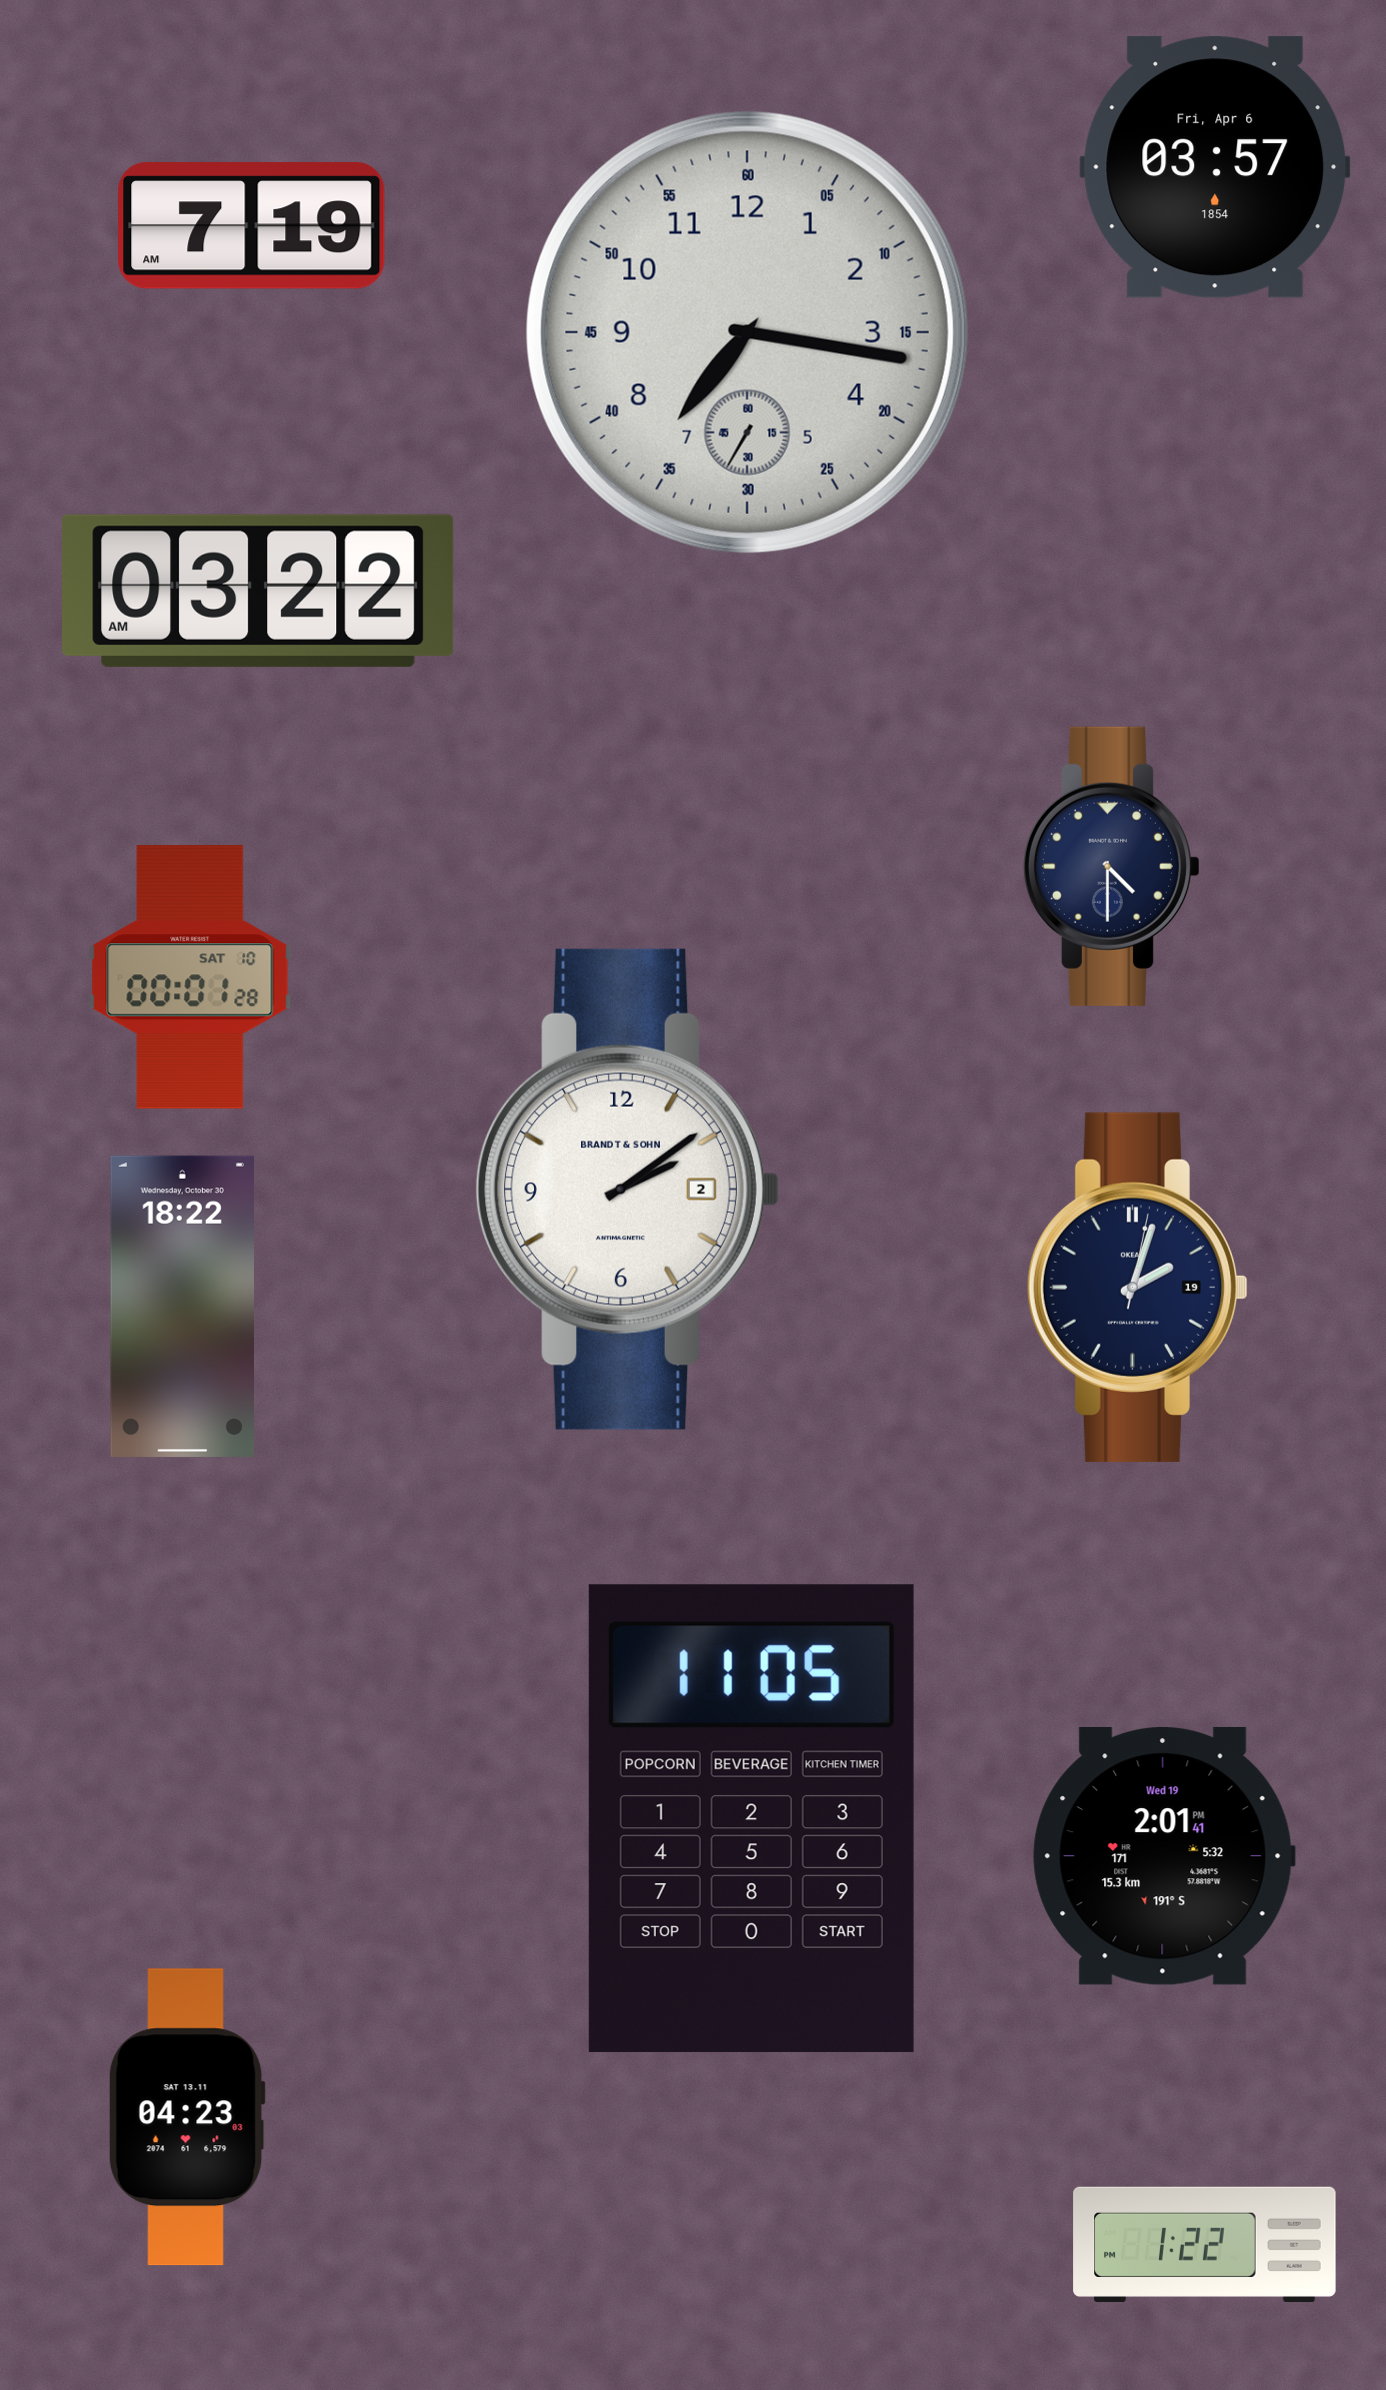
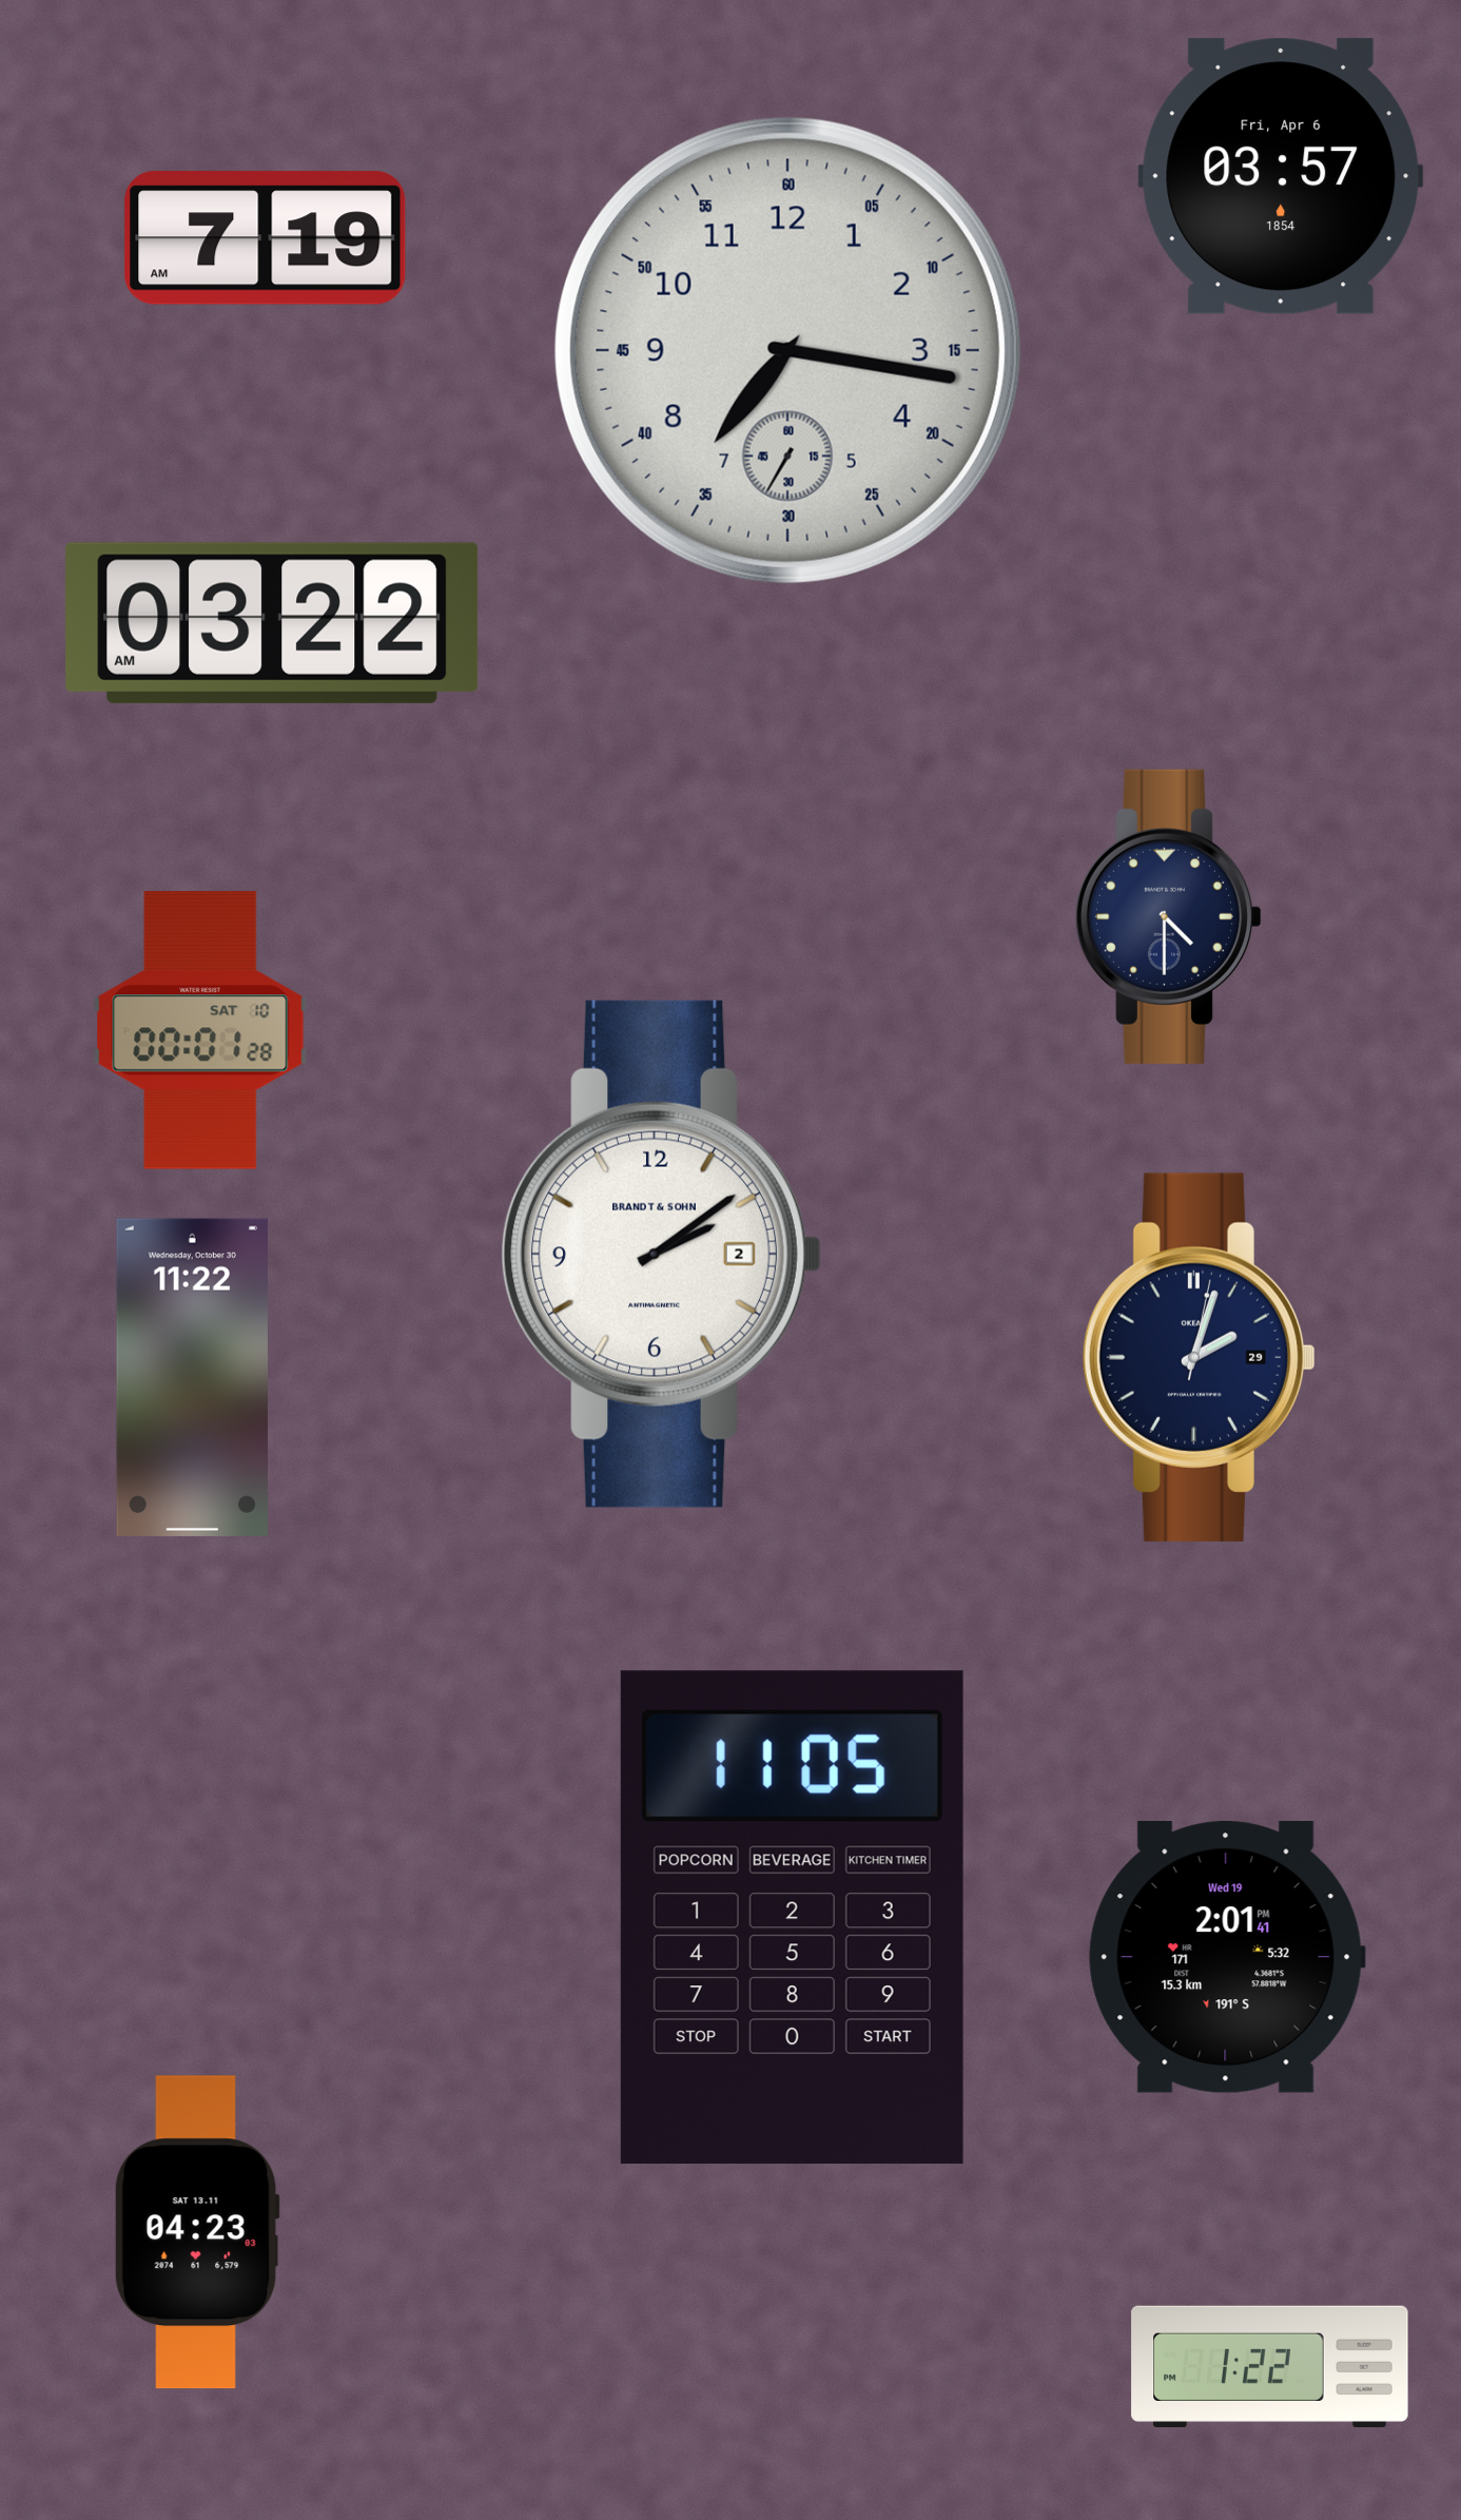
clock at (1111, 866) position: (1111, 866) -> (1168, 916)
clock at (1138, 1287) date: 19 -> 29
clock at (183, 1306): 18:22 -> 11:22
